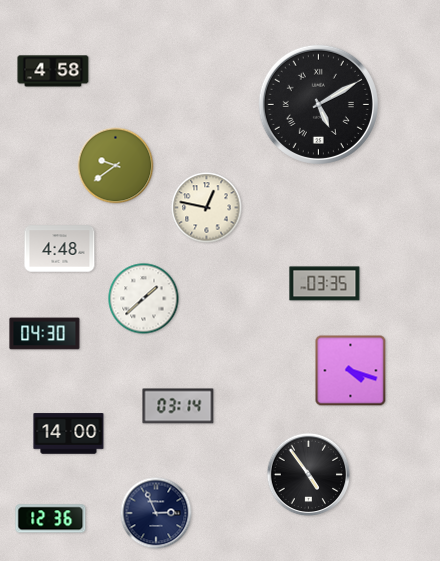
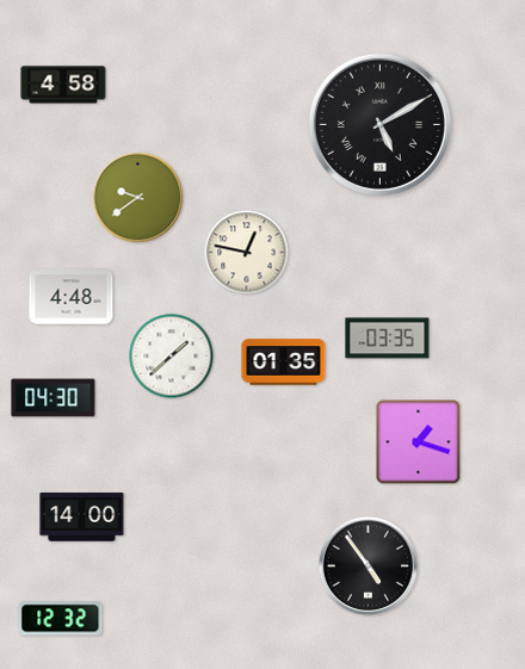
clock at (207, 208) position: (207, 208) -> (247, 253)
clock at (284, 363): none -> 01:35
clock at (351, 371): 4:18 -> 1:18
clock at (178, 406): 03:14 -> none
clock at (156, 513): 2:56 -> none
clock at (51, 519): 12:36 -> 12:32
